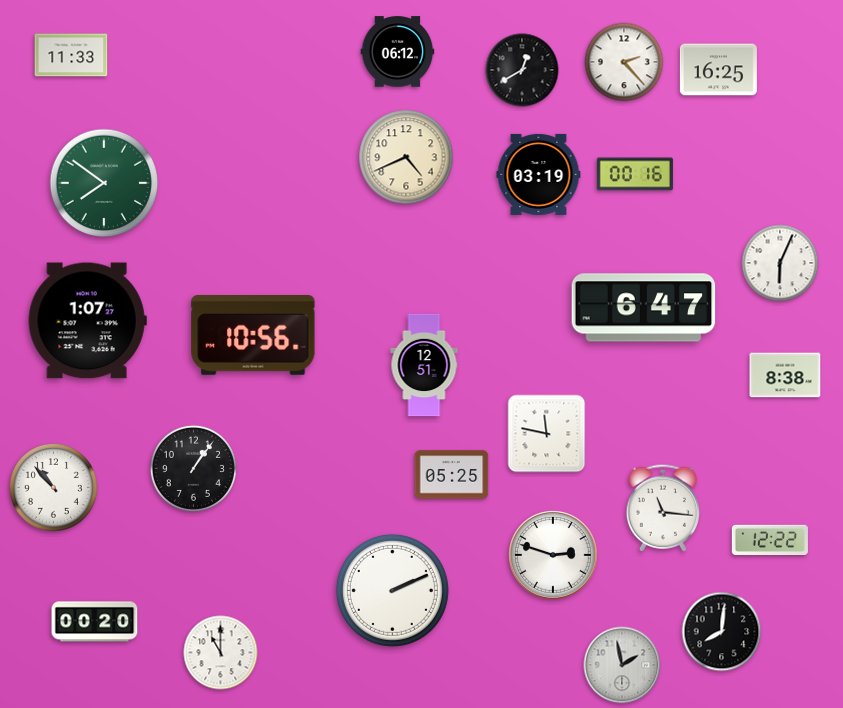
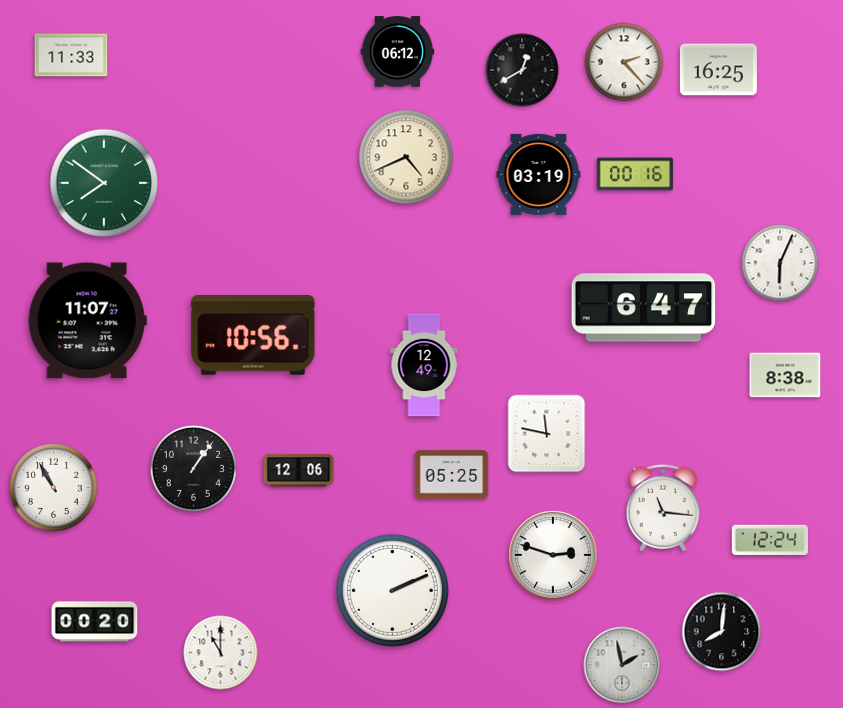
clock at (87, 321): 1:07 -> 11:07
clock at (424, 365): 12:51 -> 12:49
clock at (299, 471): none -> 12:06
clock at (53, 487): 10:53 -> 10:55
clock at (770, 539): 12:22 -> 12:24
